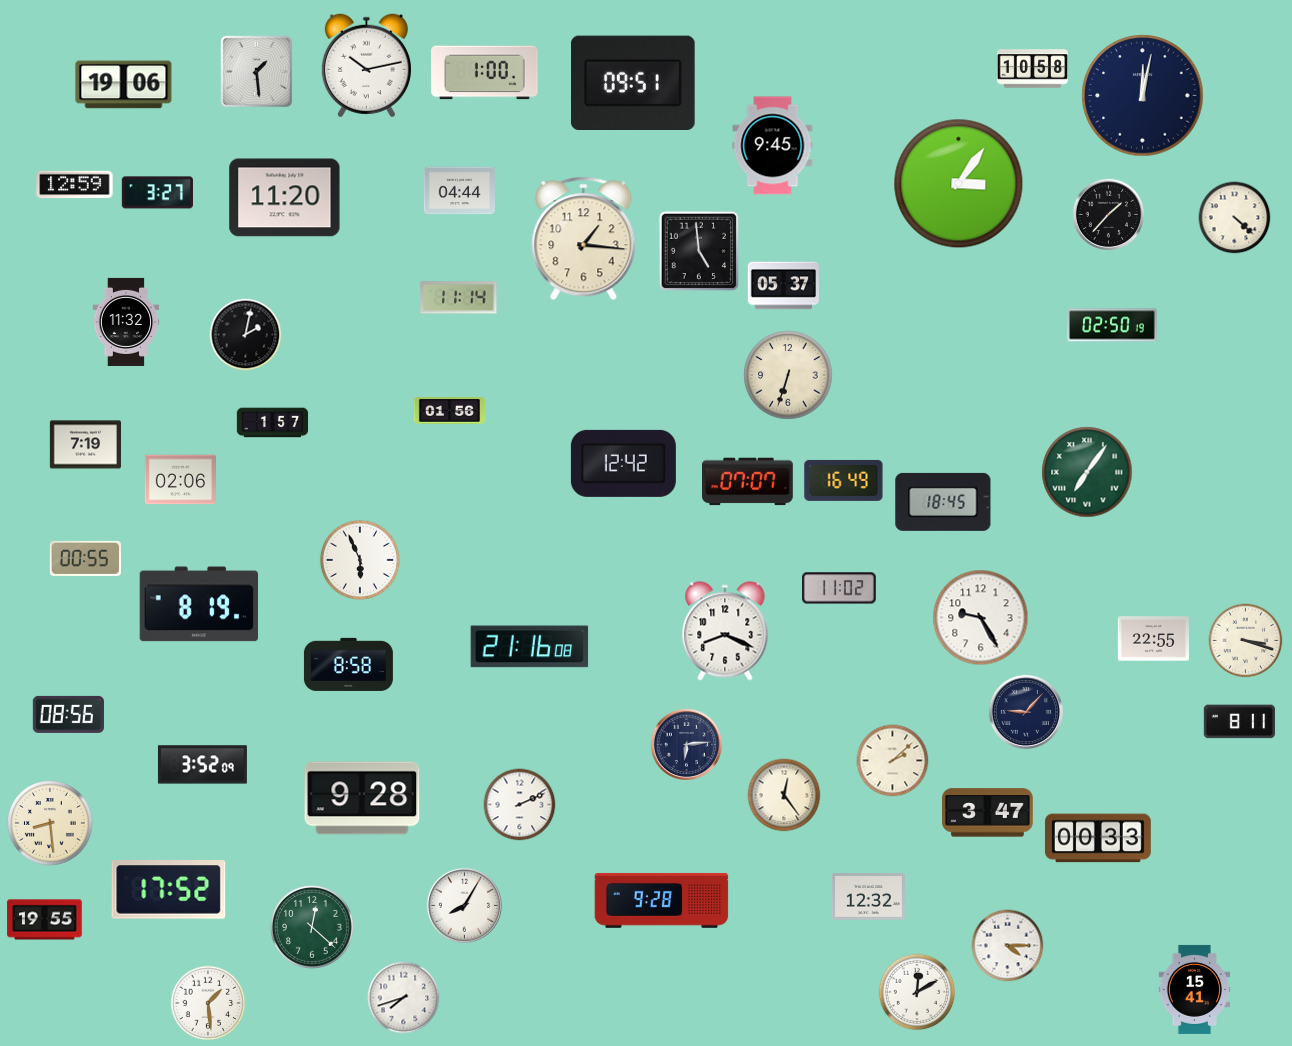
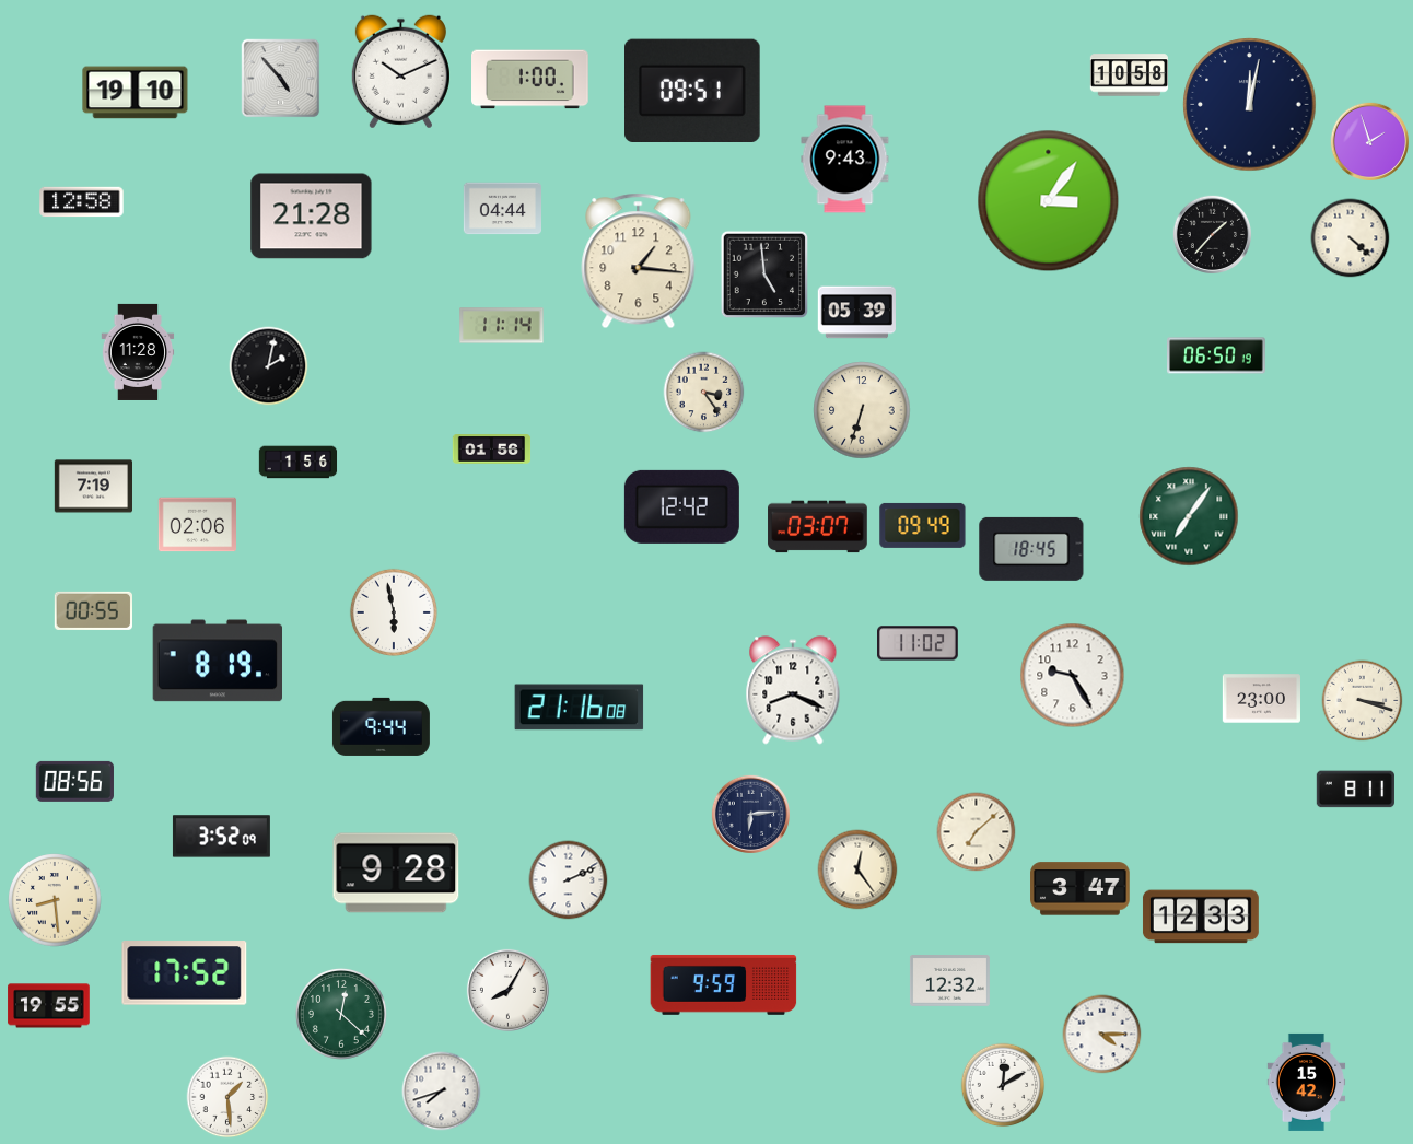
clock at (366, 66): 10:13 -> 10:11
clock at (257, 72): 1:29 -> 4:53
clock at (124, 85): 19:06 -> 19:10
clock at (1370, 142): none -> 1:57
clock at (773, 146): 9:45 -> 9:43
clock at (75, 185): 12:59 -> 12:58
clock at (157, 193): 3:27 -> none
clock at (285, 198): 11:20 -> 21:28
clock at (783, 286): 05:37 -> 05:39
clock at (126, 322): 11:32 -> 11:28
clock at (1113, 325): 02:50 -> 06:50
clock at (704, 393): none -> 3:24
clock at (273, 423): 1:57 -> 1:56
clock at (844, 480): 16:49 -> 09:49
clock at (748, 482): 07:07 -> 03:07
clock at (360, 560): 5:56 -> 5:58
clock at (1153, 639): 22:55 -> 23:00
clock at (348, 664): 8:58 -> 9:44
clock at (1026, 712): 9:07 -> none
clock at (893, 761): 2:08 -> 7:08
clock at (1098, 838): 00:33 -> 12:33
clock at (662, 900): 9:28 -> 9:59
clock at (1195, 989): 15:41 -> 15:42
